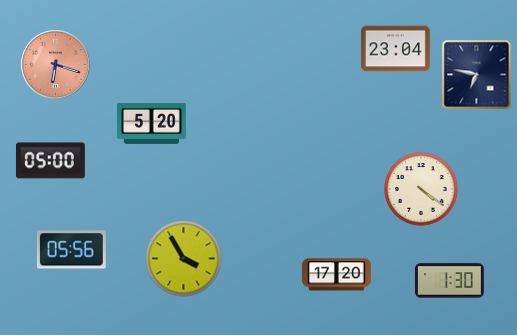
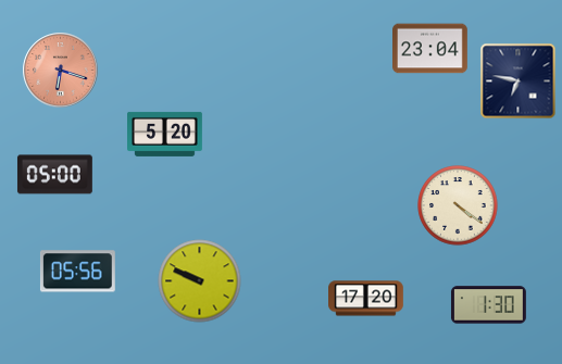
clock at (396, 49) position: (396, 49) -> (430, 49)
clock at (184, 259): 3:55 -> 9:49
